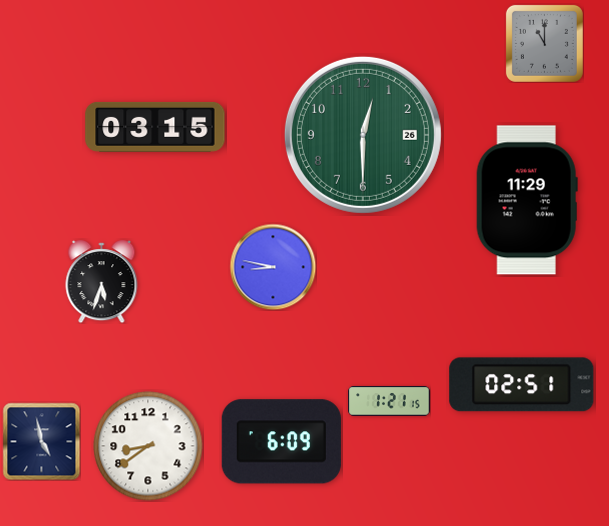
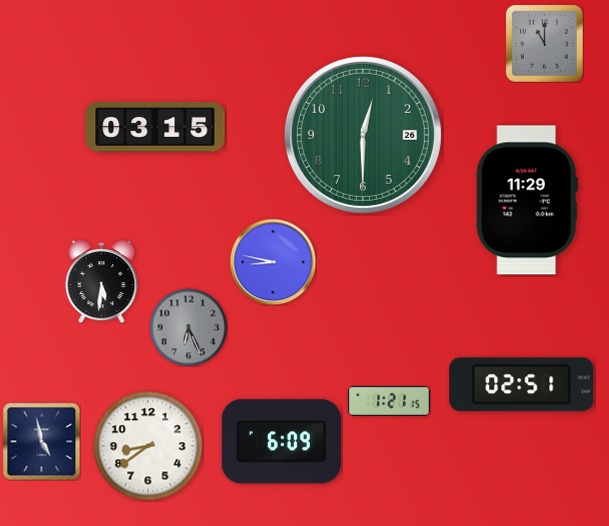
clock at (273, 267) position: (273, 267) -> (273, 262)
clock at (102, 282): 5:33 -> 5:31
clock at (188, 327): none -> 6:26
